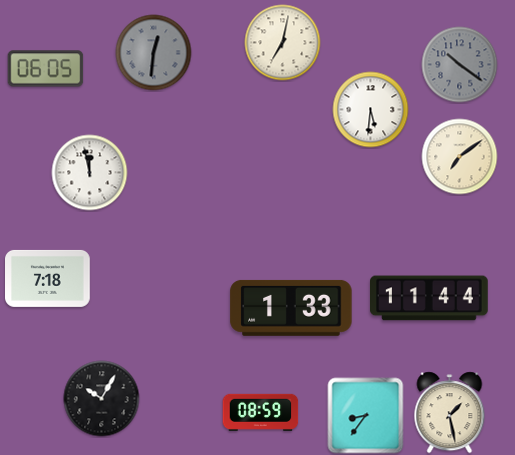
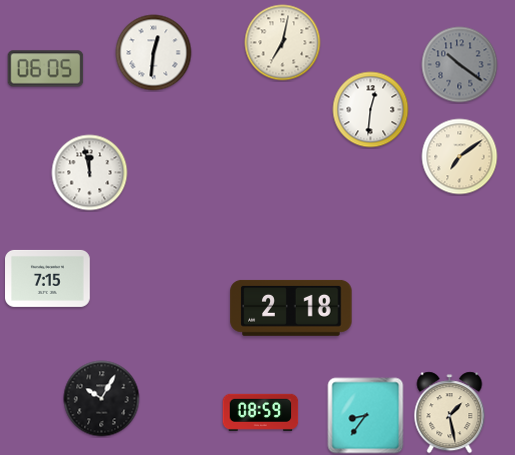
clock at (154, 53) dial: grey -> white
clock at (371, 110): 5:31 -> 12:31
clock at (48, 278): 7:18 -> 7:15
clock at (430, 298): 11:44 -> none
clock at (291, 308): 1:33 -> 2:18
